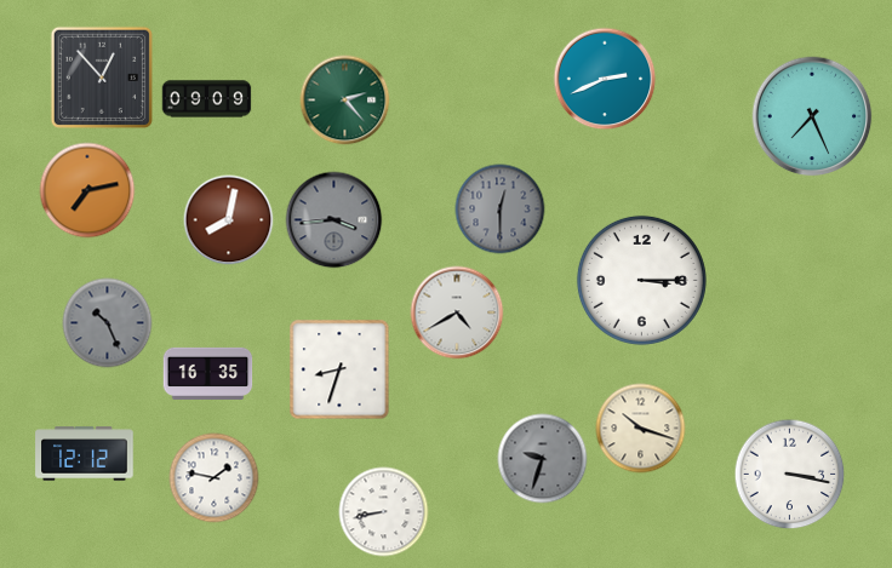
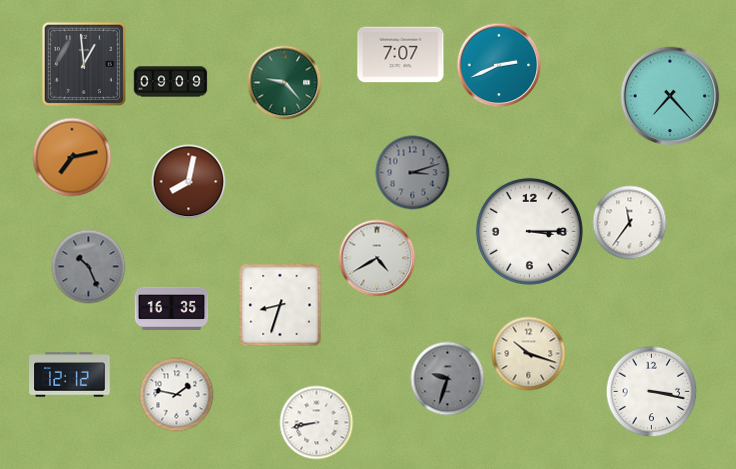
clock at (401, 55): none -> 7:07
clock at (102, 78): 12:53 -> 12:59
clock at (345, 101): 2:23 -> 9:23
clock at (812, 116): 7:26 -> 7:23
clock at (501, 210): 12:30 -> 3:12
clock at (334, 220): 3:44 -> none
clock at (630, 223): none -> 11:36
